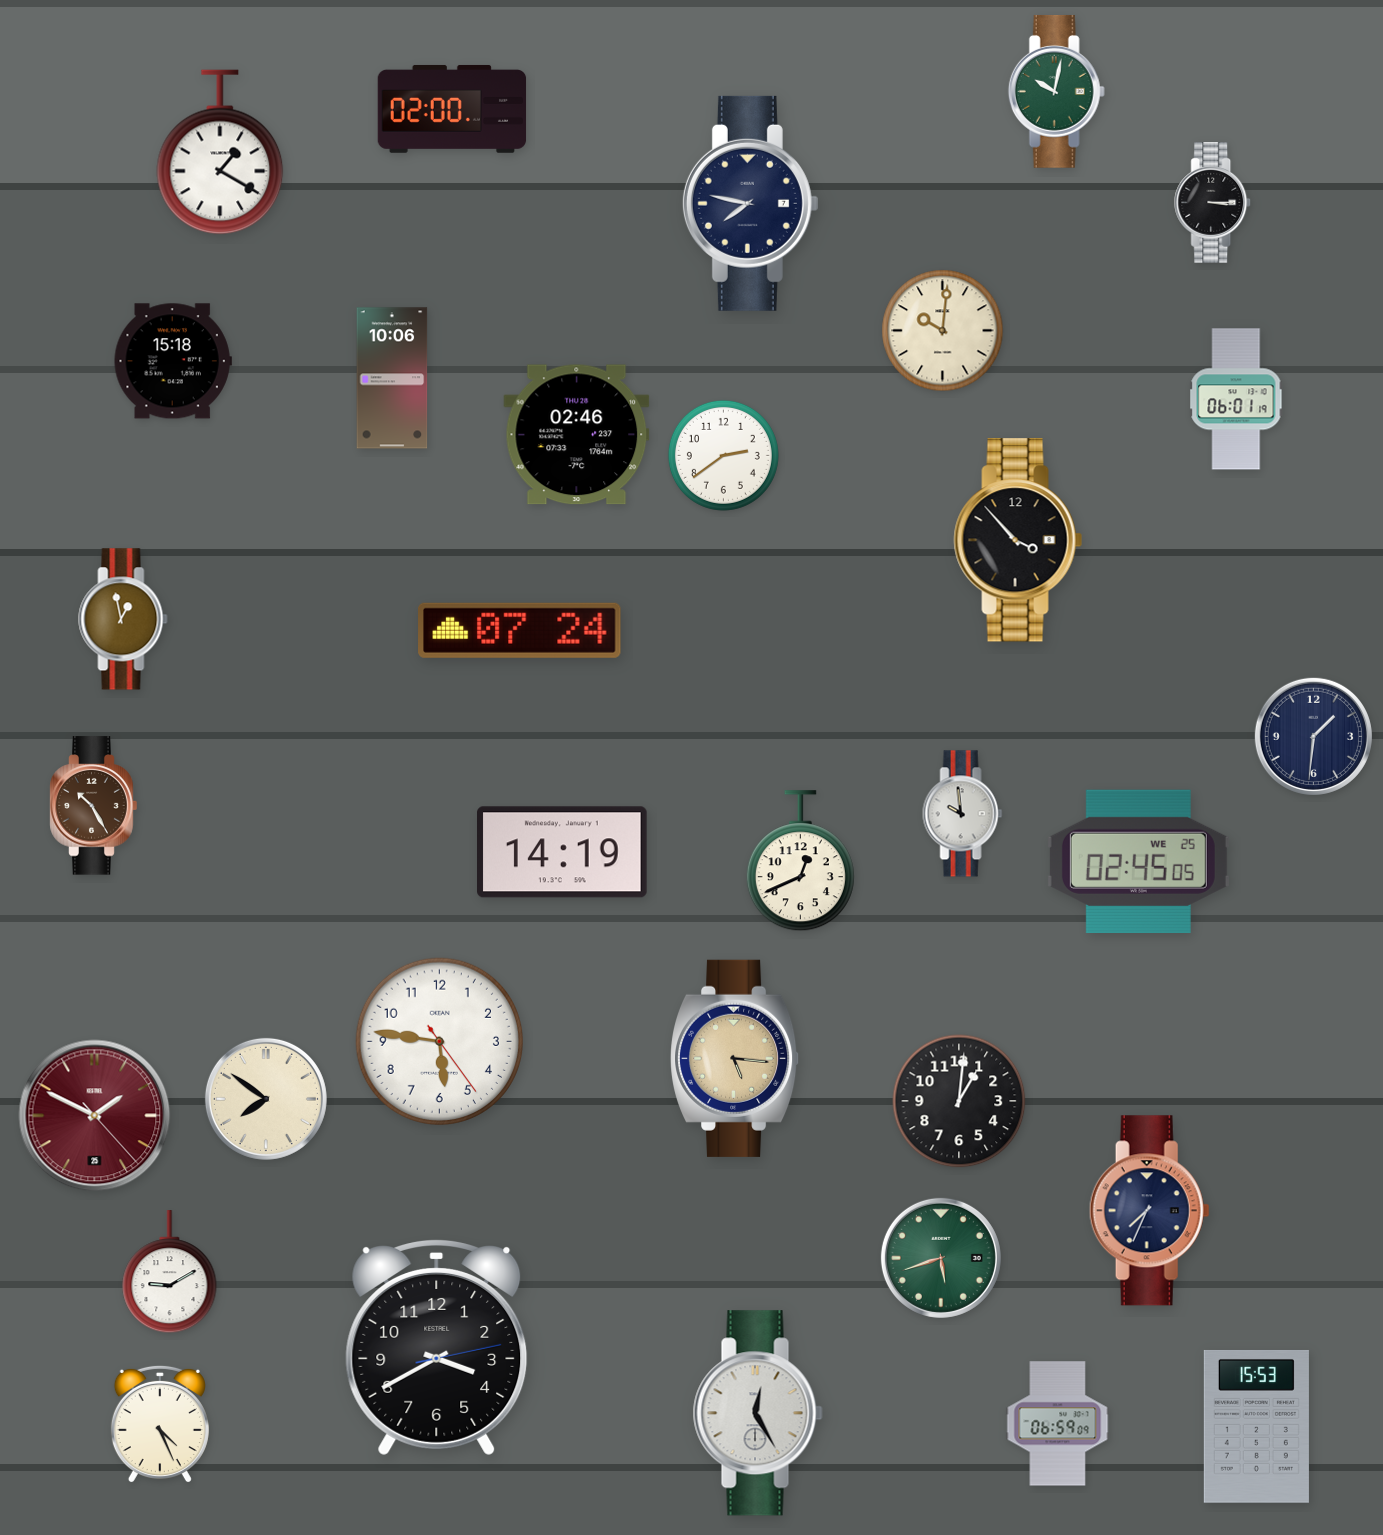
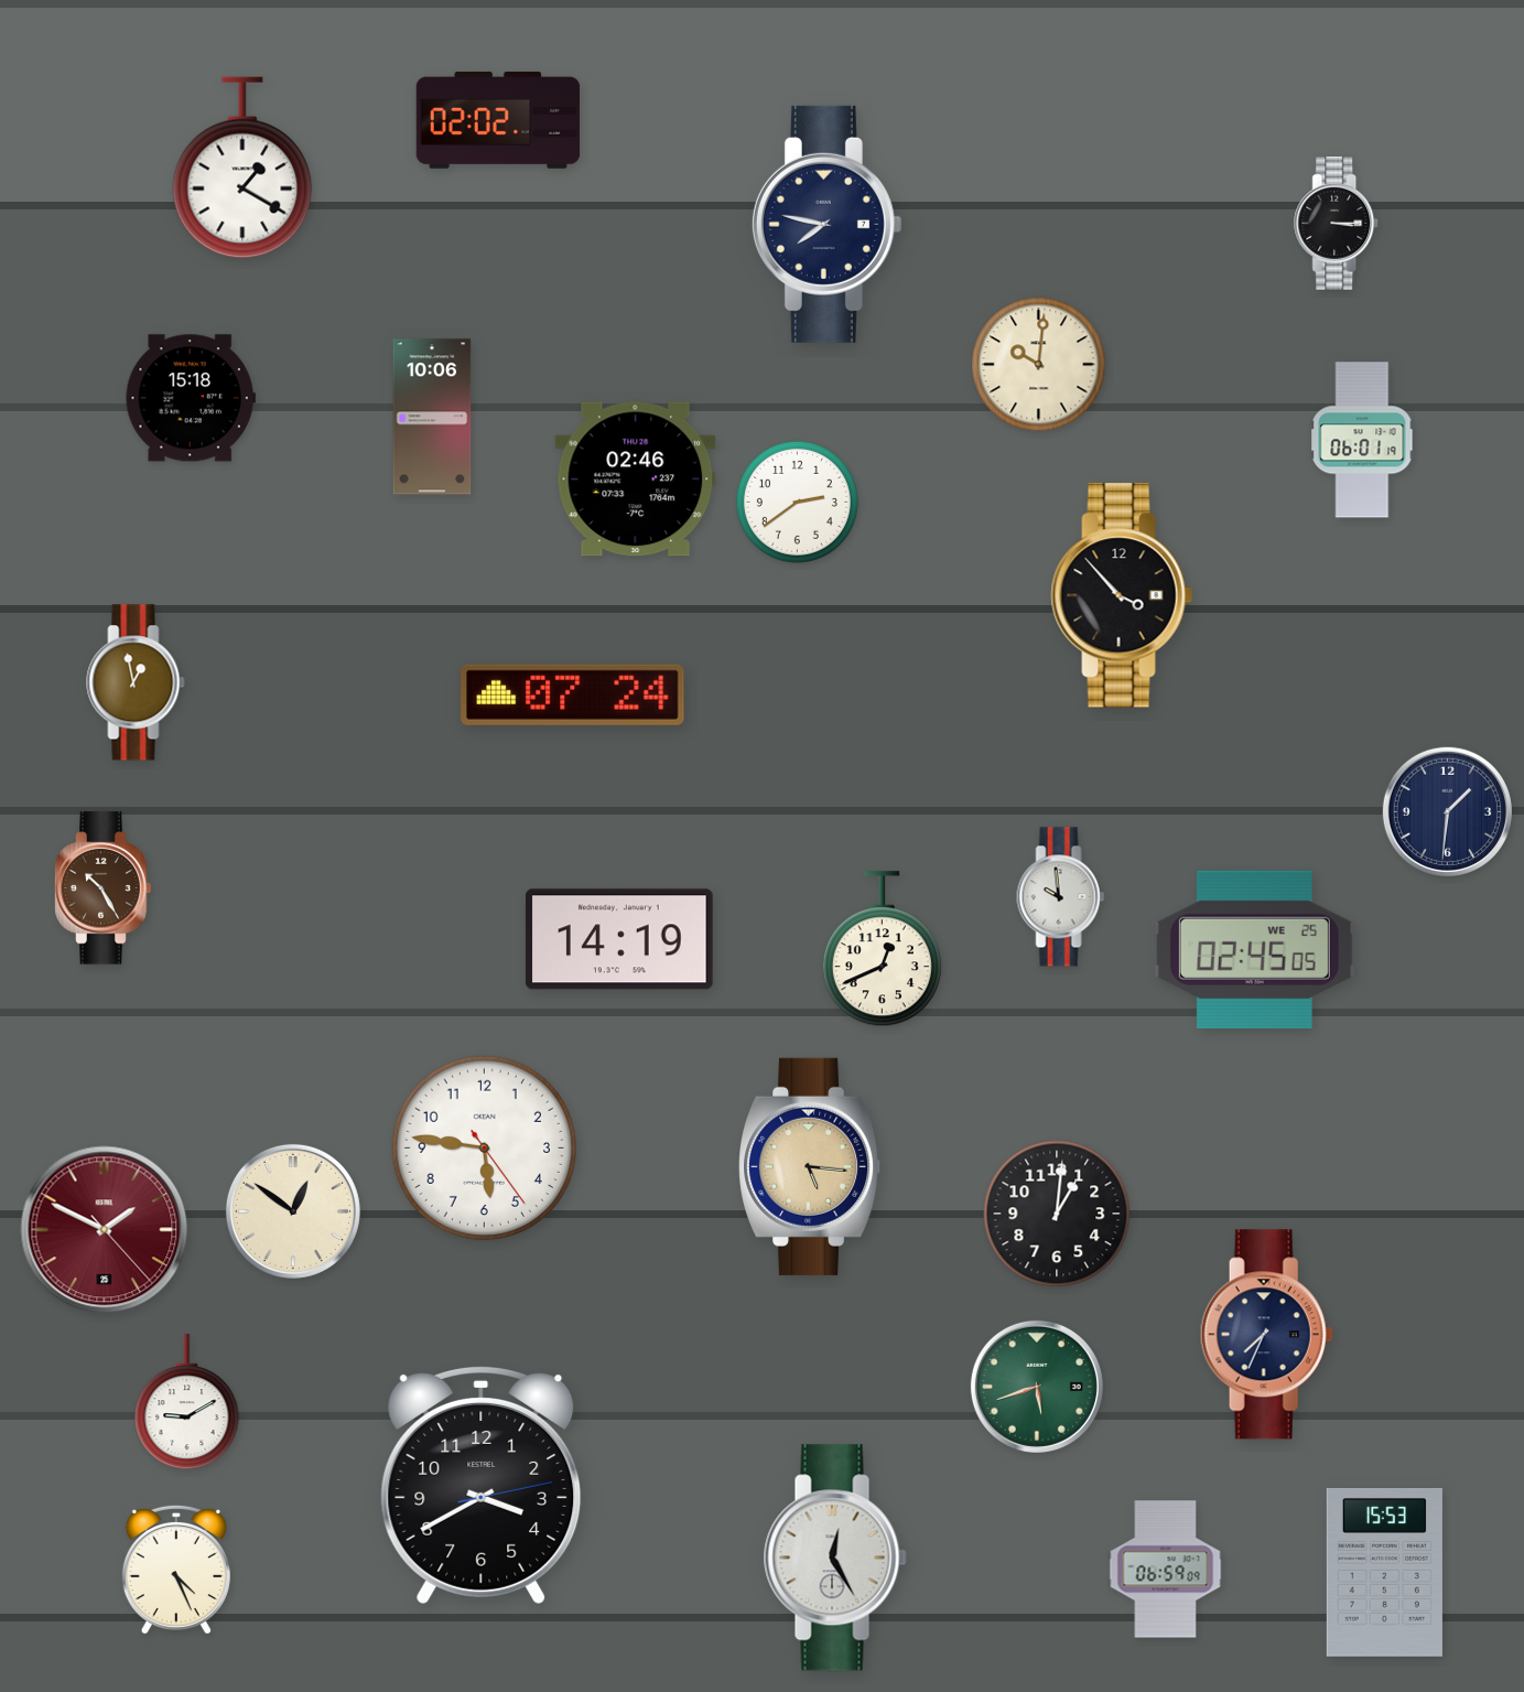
clock at (1056, 91): 10:02 -> none
clock at (452, 109): 02:00 -> 02:02
clock at (266, 1099): 7:51 -> 12:51
